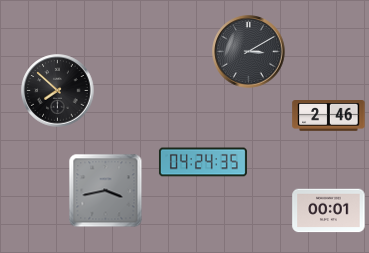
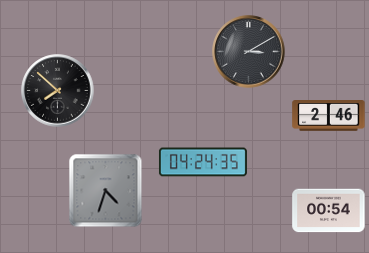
clock at (106, 191): 3:43 -> 4:33
clock at (329, 211): 00:01 -> 00:54
